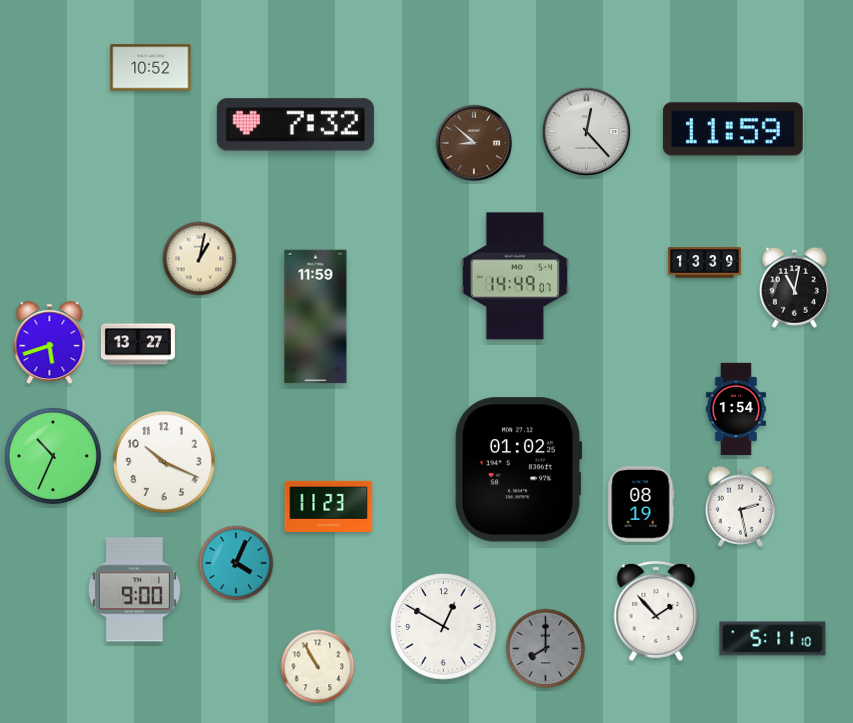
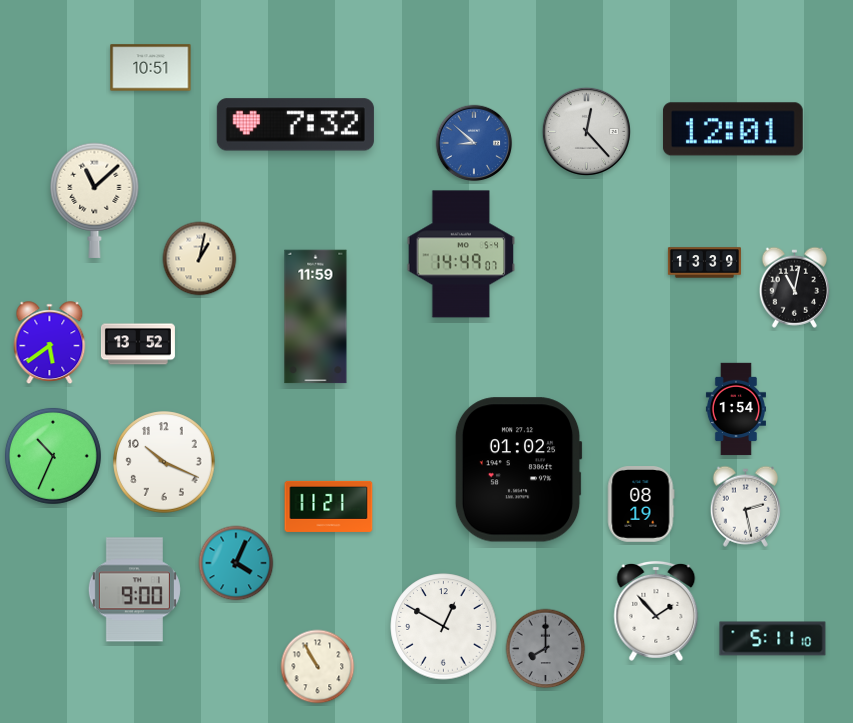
clock at (151, 68): 10:52 -> 10:51
clock at (733, 129): 11:59 -> 12:01
clock at (474, 143) dial: brown -> blue
clock at (95, 200): none -> 11:08
clock at (515, 276) position: (515, 276) -> (461, 254)
clock at (50, 342): 5:42 -> 5:39
clock at (138, 344): 13:27 -> 13:52
clock at (329, 506): 11:23 -> 11:21
clock at (740, 506) position: (740, 506) -> (745, 506)
